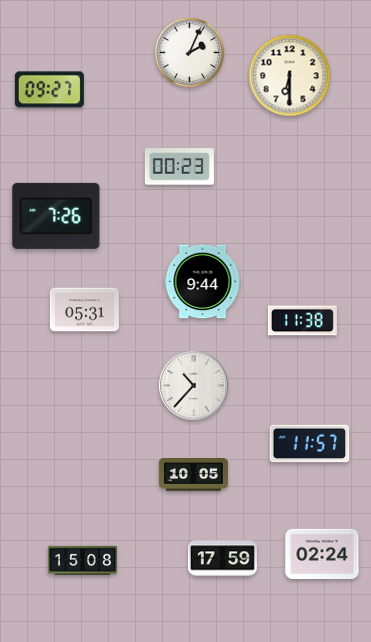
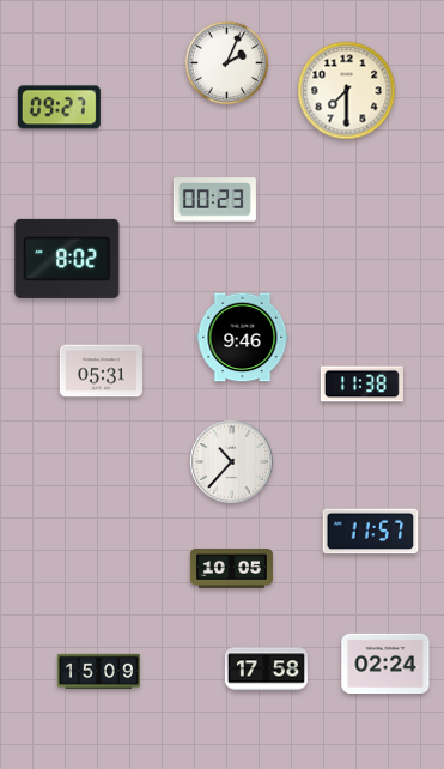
clock at (290, 76): 6:30 -> 7:30
clock at (56, 216): 7:26 -> 8:02
clock at (203, 282): 9:44 -> 9:46
clock at (222, 559): 17:59 -> 17:58
clock at (82, 560): 15:08 -> 15:09
